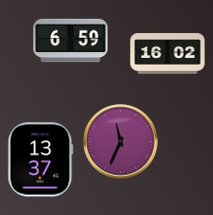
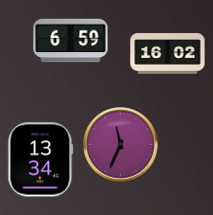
clock at (121, 142) position: (121, 142) -> (121, 145)
clock at (41, 160): 13:37 -> 13:34
